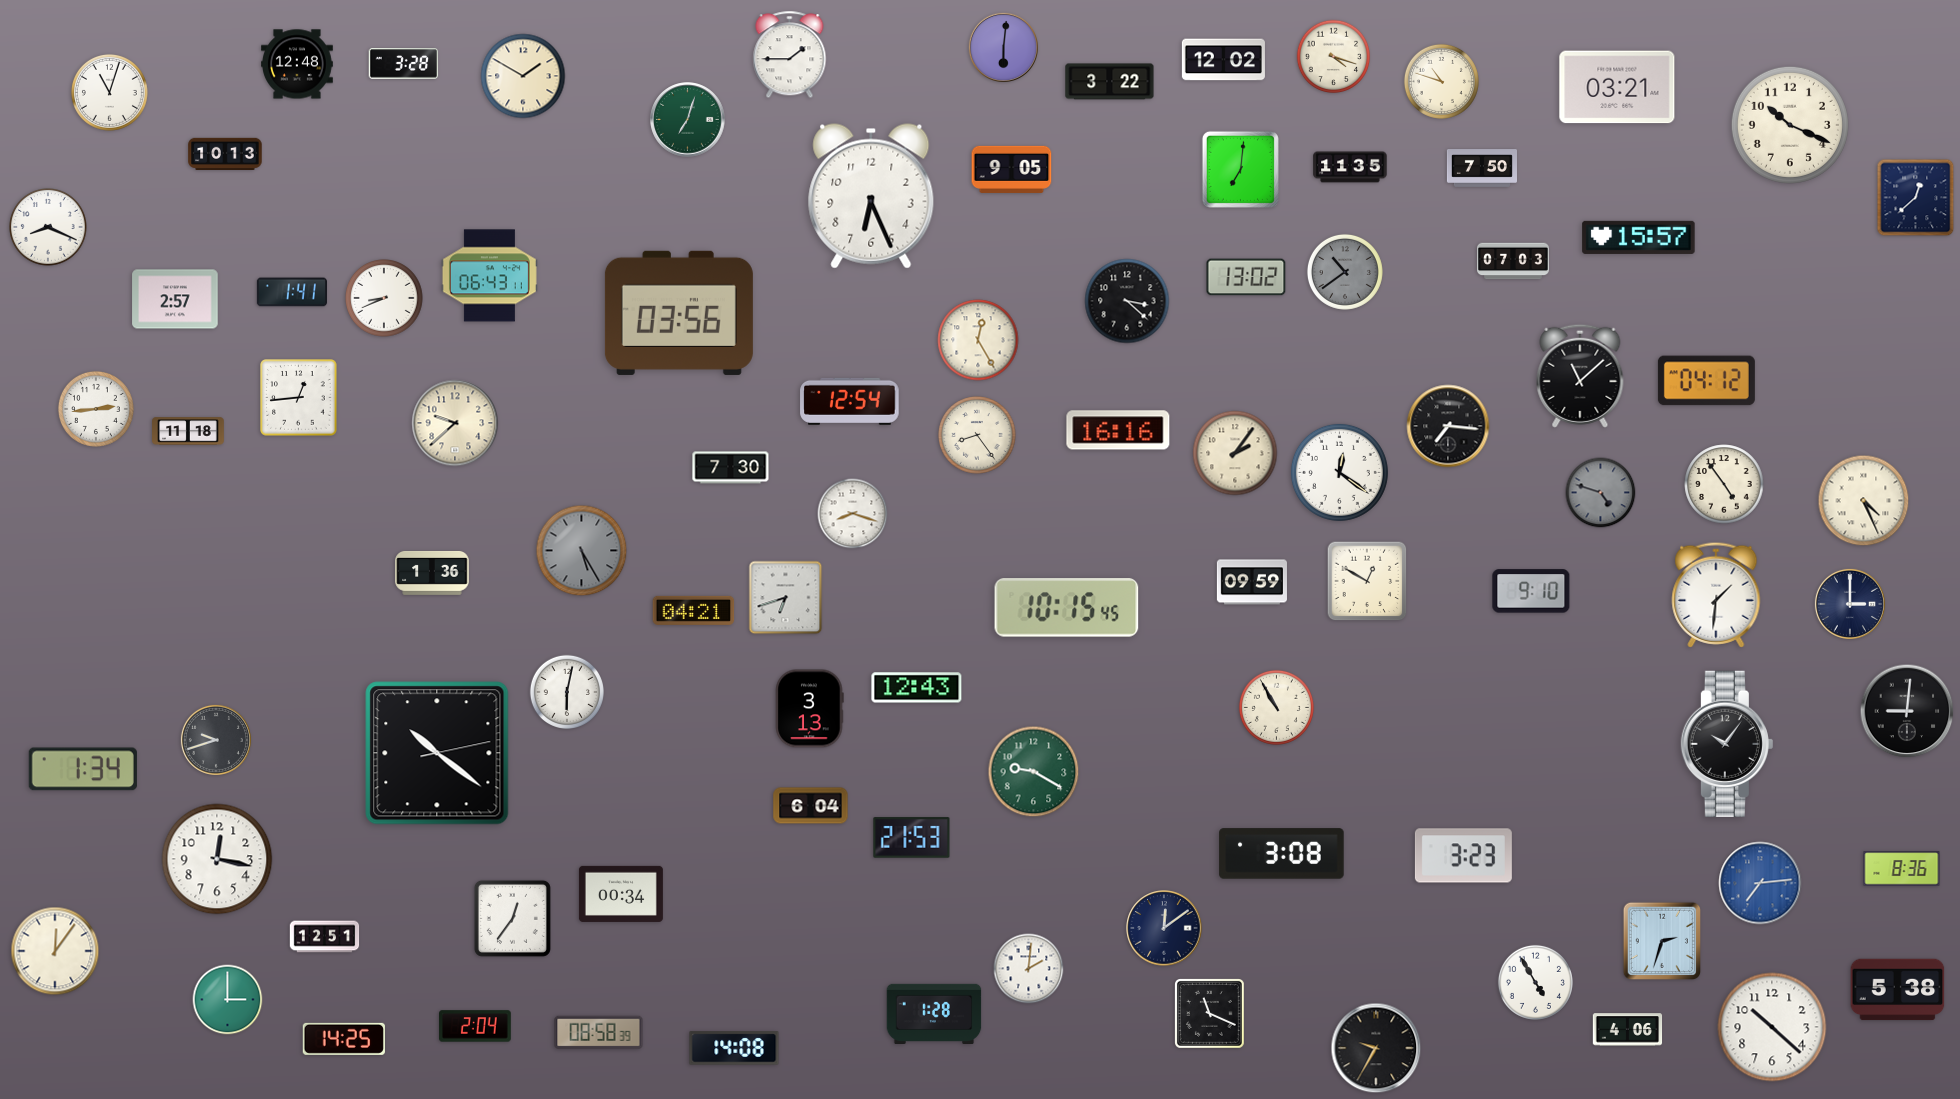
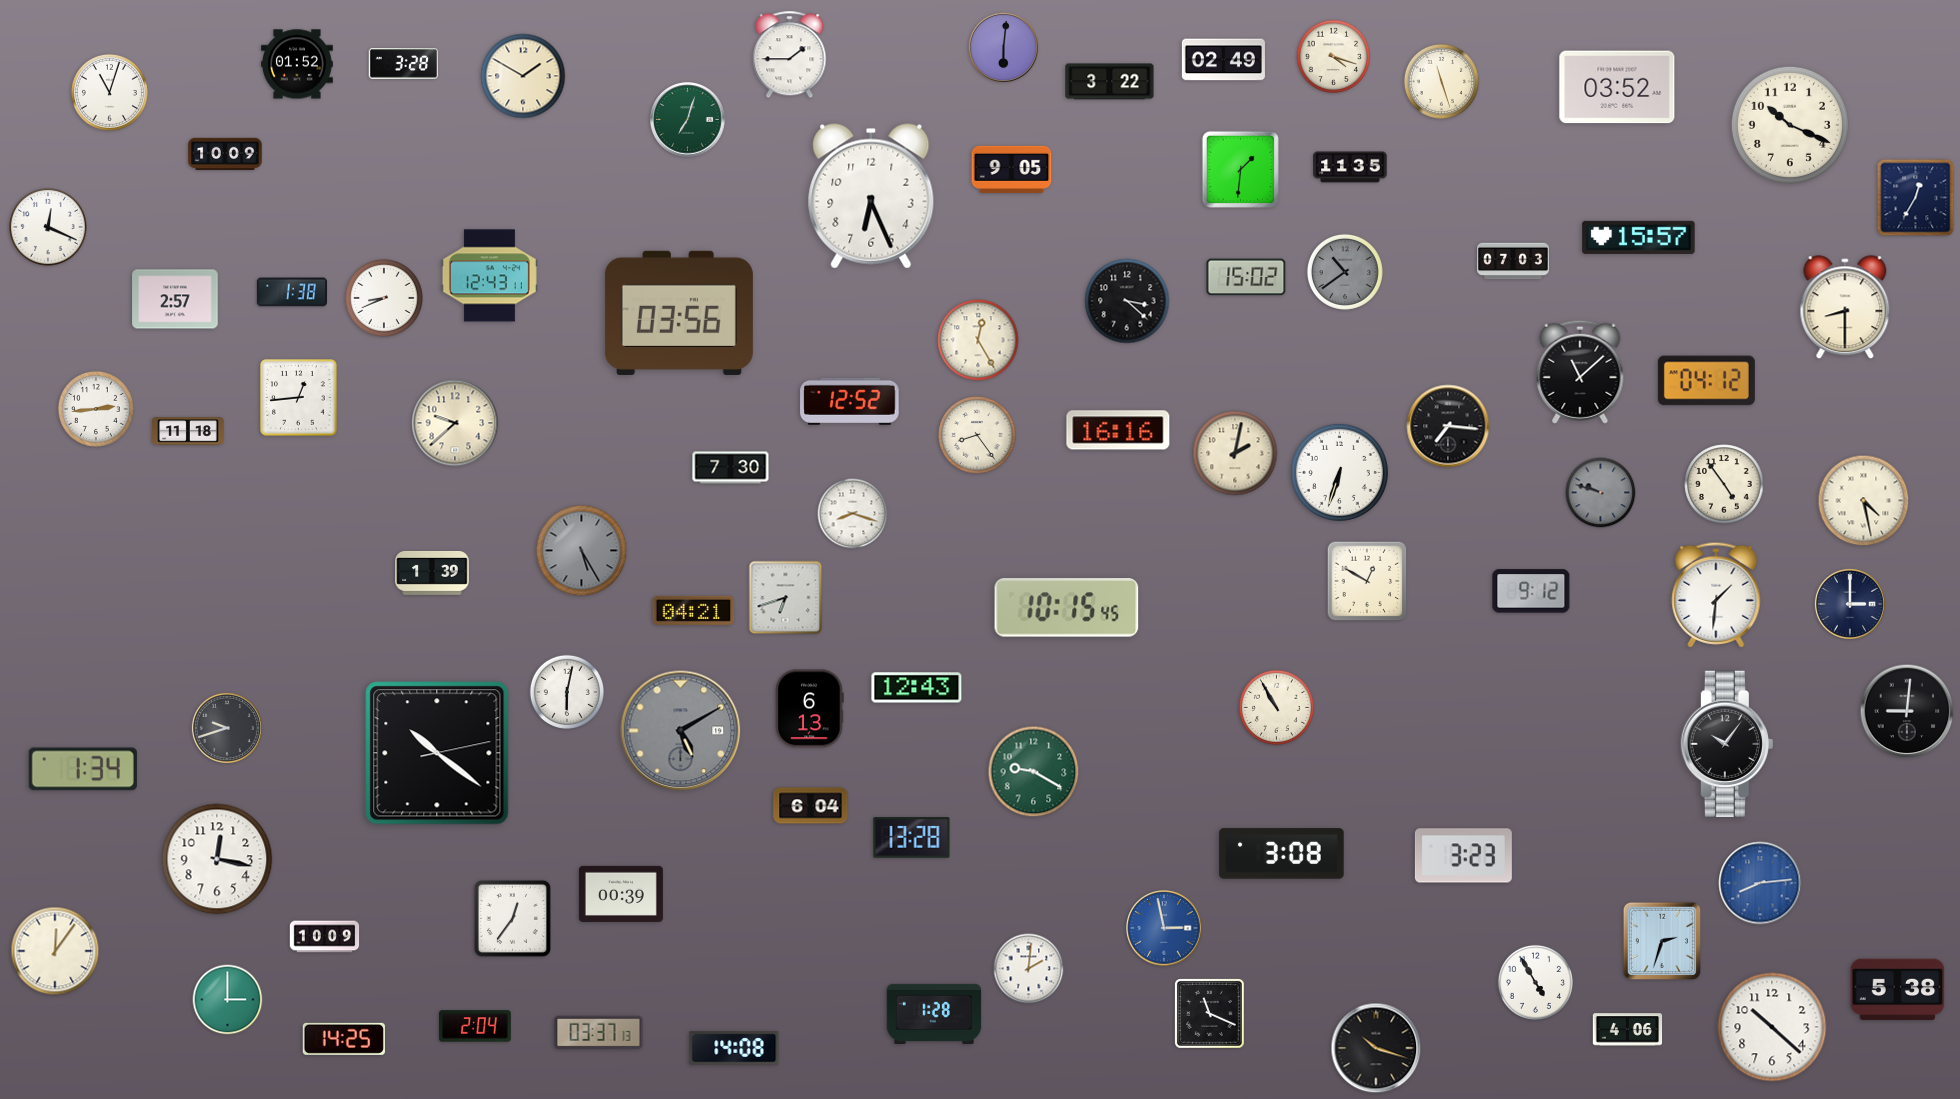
clock at (1223, 60): 12:02 -> 02:49
clock at (298, 64): 12:48 -> 01:52
clock at (1441, 81): 10:48 -> 11:27
clock at (1617, 87): 03:21 -> 03:52
clock at (225, 153): 10:13 -> 10:09
clock at (1481, 168): 7:50 -> none
clock at (1240, 169): 7:01 -> 1:31
clock at (1916, 198): 12:38 -> 12:35
clock at (49, 228): 8:19 -> 12:19
clock at (489, 276): 06:43 -> 12:43
clock at (1246, 277): 13:02 -> 15:02
clock at (292, 292): 1:41 -> 1:38
clock at (1845, 308): none -> 8:30
clock at (1580, 376) position: (1580, 376) -> (1580, 372)
clock at (850, 401): 12:54 -> 12:52
clock at (1235, 453): 2:06 -> 2:02
clock at (1339, 472): 12:21 -> 6:33
clock at (1601, 493): 4:48 -> 9:48
clock at (1864, 501): 4:26 -> 4:28
clock at (432, 573): 1:36 -> 1:39
clock at (1252, 582): 09:59 -> none
clock at (1531, 591): 9:10 -> 9:12
clock at (809, 709): 3:13 -> 6:13
clock at (681, 731): none -> 5:10
clock at (216, 740) position: (216, 740) -> (227, 728)
clock at (912, 838): 21:53 -> 13:28
clock at (1902, 869): 8:36 -> none
clock at (1760, 883): 7:14 -> 8:14
clock at (621, 894): 00:34 -> 00:39
clock at (1164, 928): 12:09 -> 2:58
clock at (1164, 928) dial: navy -> blue
clock at (325, 937): 12:51 -> 10:09
clock at (599, 1033): 08:58 -> 03:37
clock at (1376, 1048): 9:35 -> 10:18
